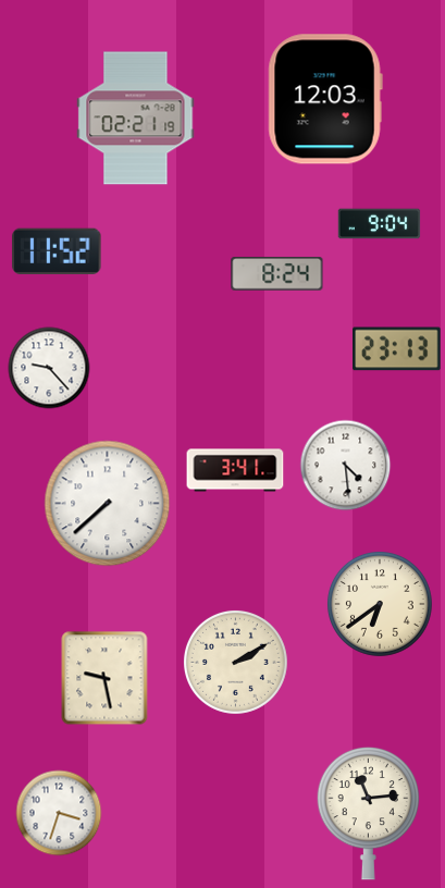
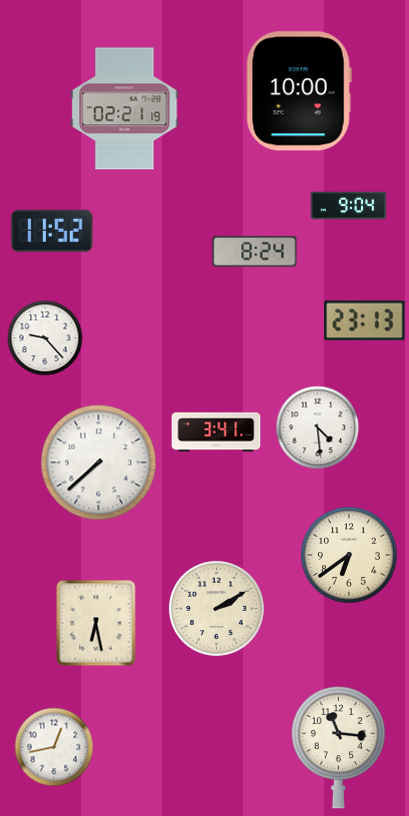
clock at (325, 99): 12:03 -> 10:00
clock at (104, 678): 9:28 -> 6:28
clock at (59, 813): 3:33 -> 12:43
clock at (369, 813): 11:14 -> 11:16
